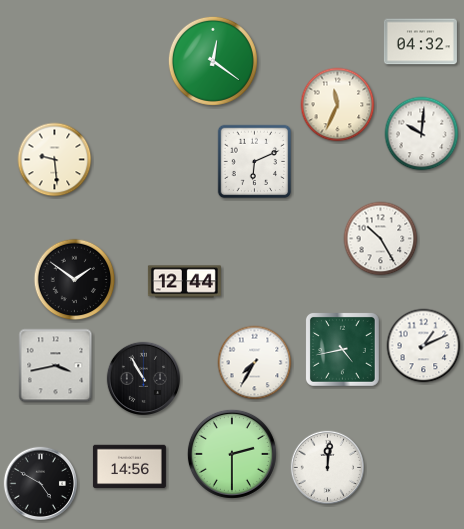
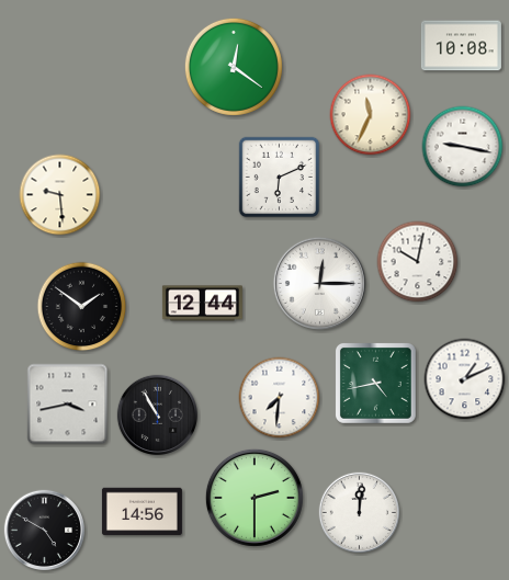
clock at (420, 42): 04:32 -> 10:08
clock at (422, 134): 10:01 -> 9:17
clock at (55, 160) position: (55, 160) -> (60, 195)
clock at (381, 239): 10:25 -> 10:02
clock at (319, 283): none -> 12:15
clock at (184, 282) position: (184, 282) -> (202, 304)
clock at (255, 363): 7:35 -> 7:31
clock at (56, 366) position: (56, 366) -> (68, 405)
